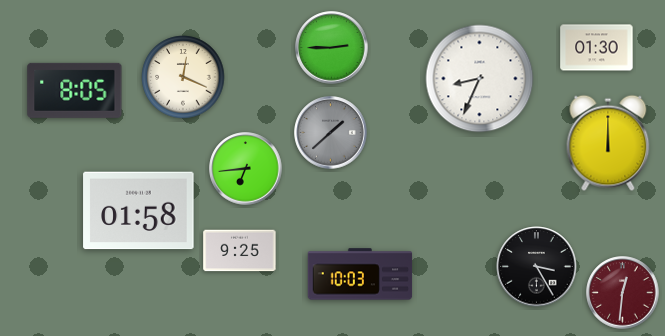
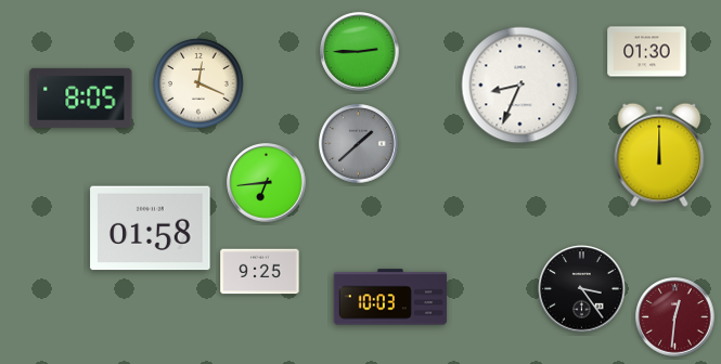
clock at (537, 267): 3:25 -> 3:24
